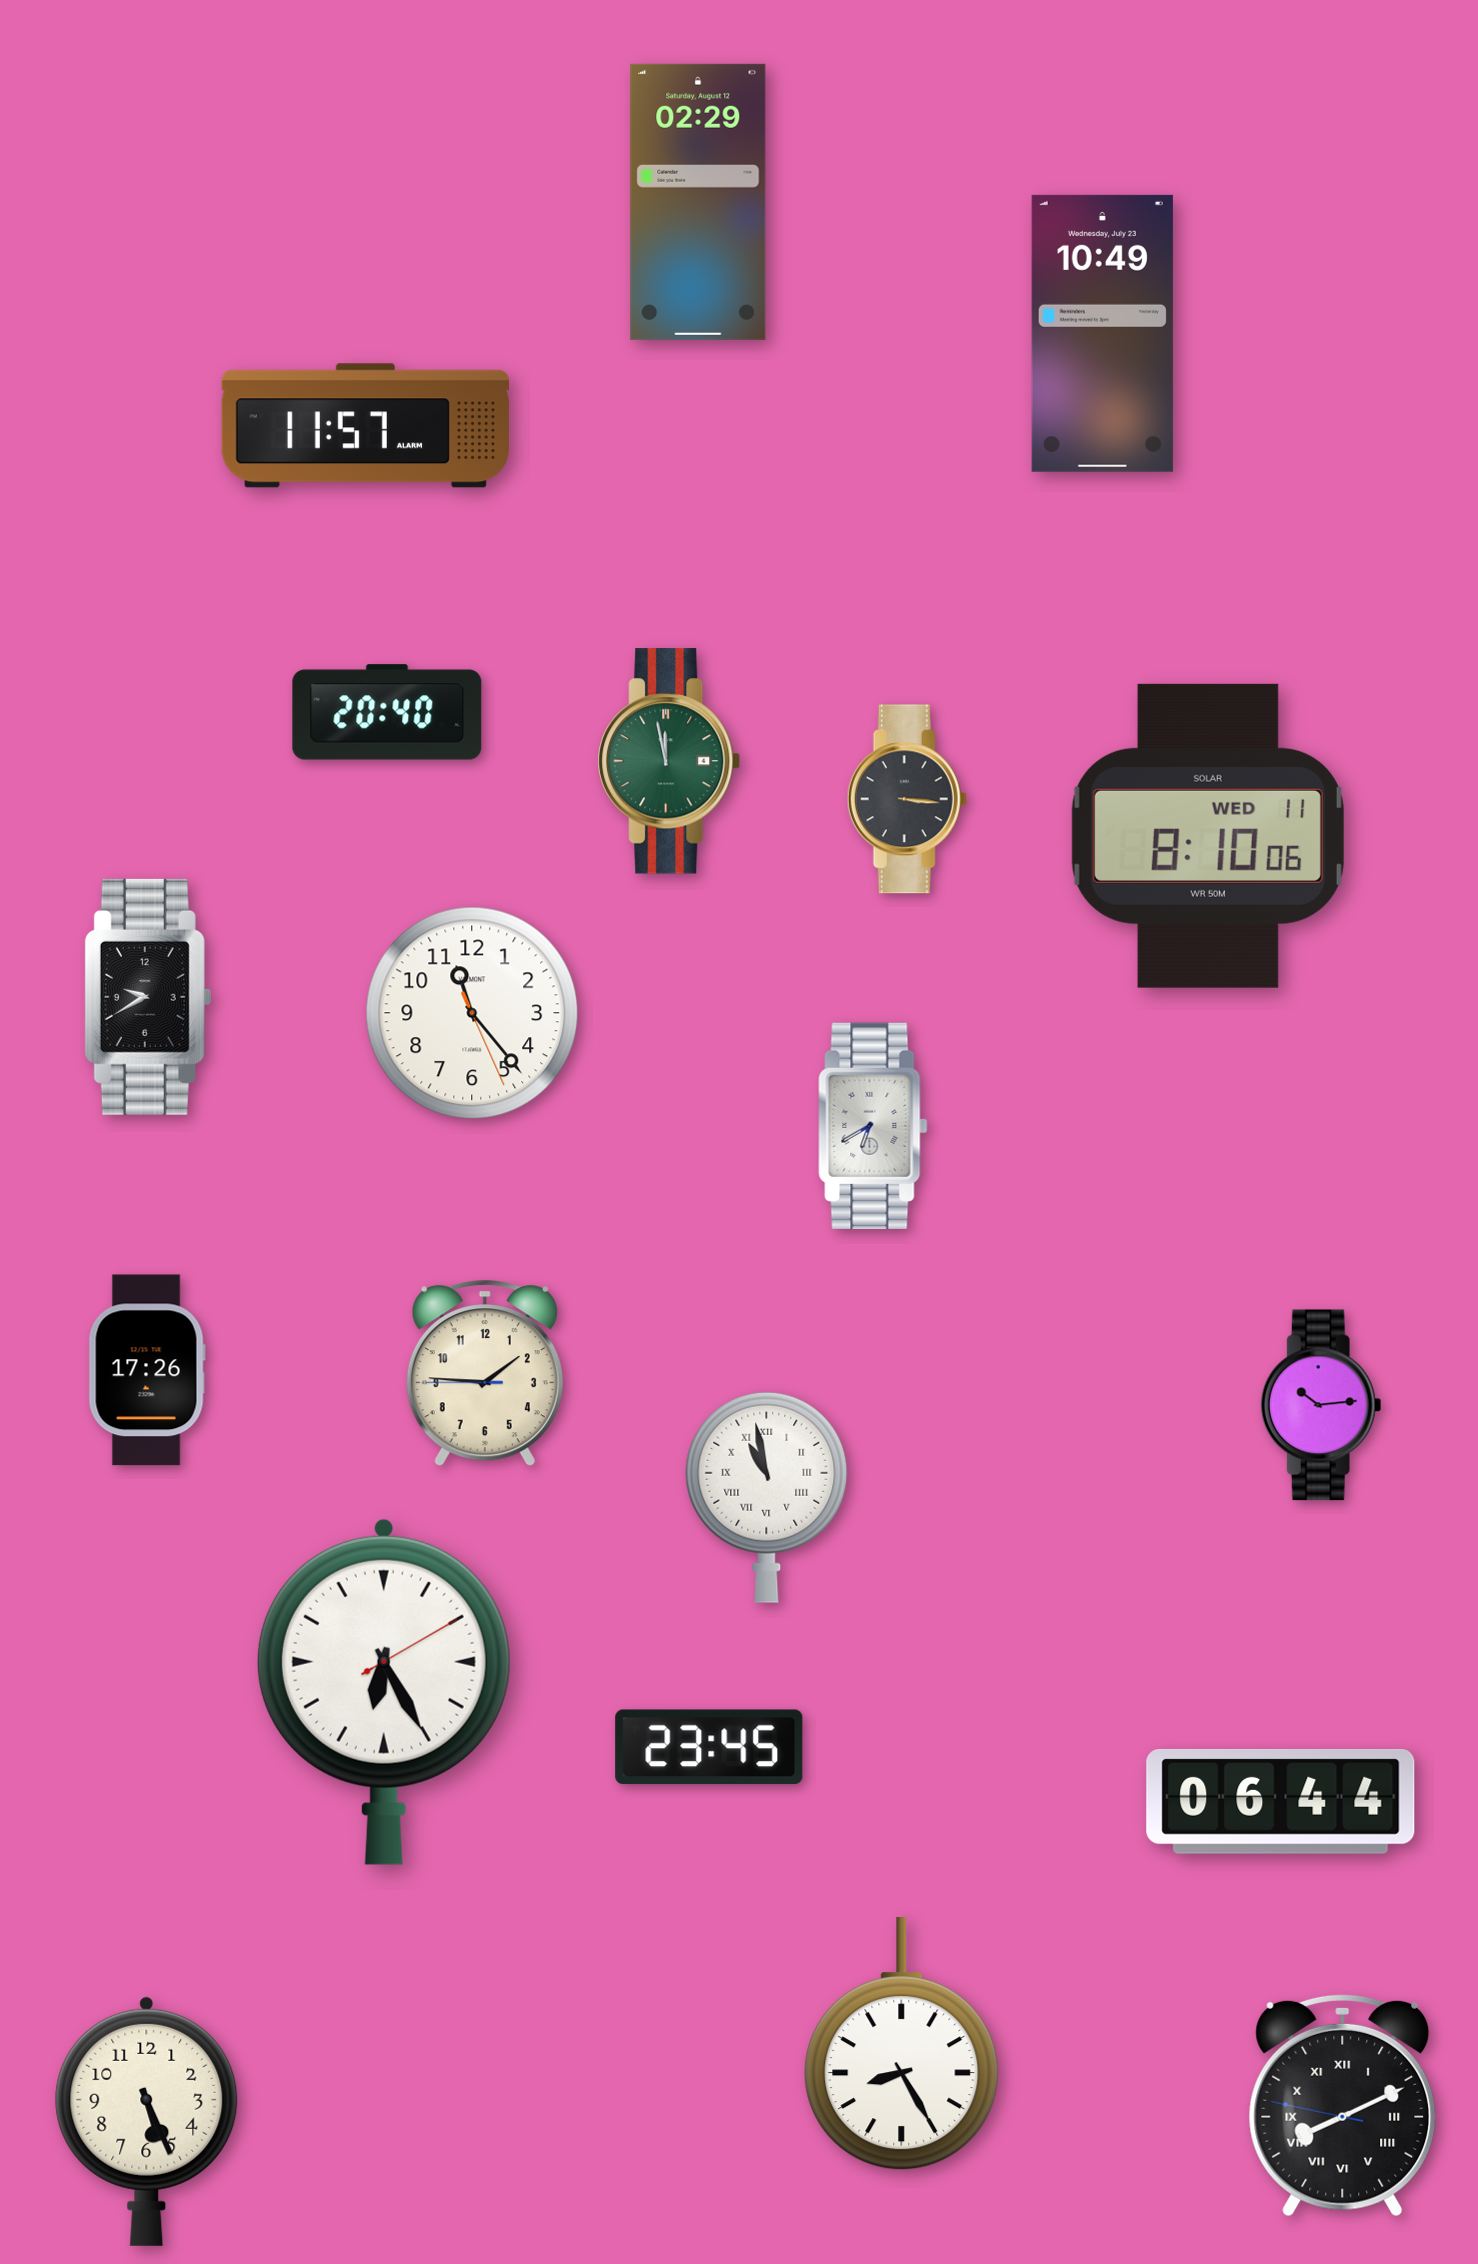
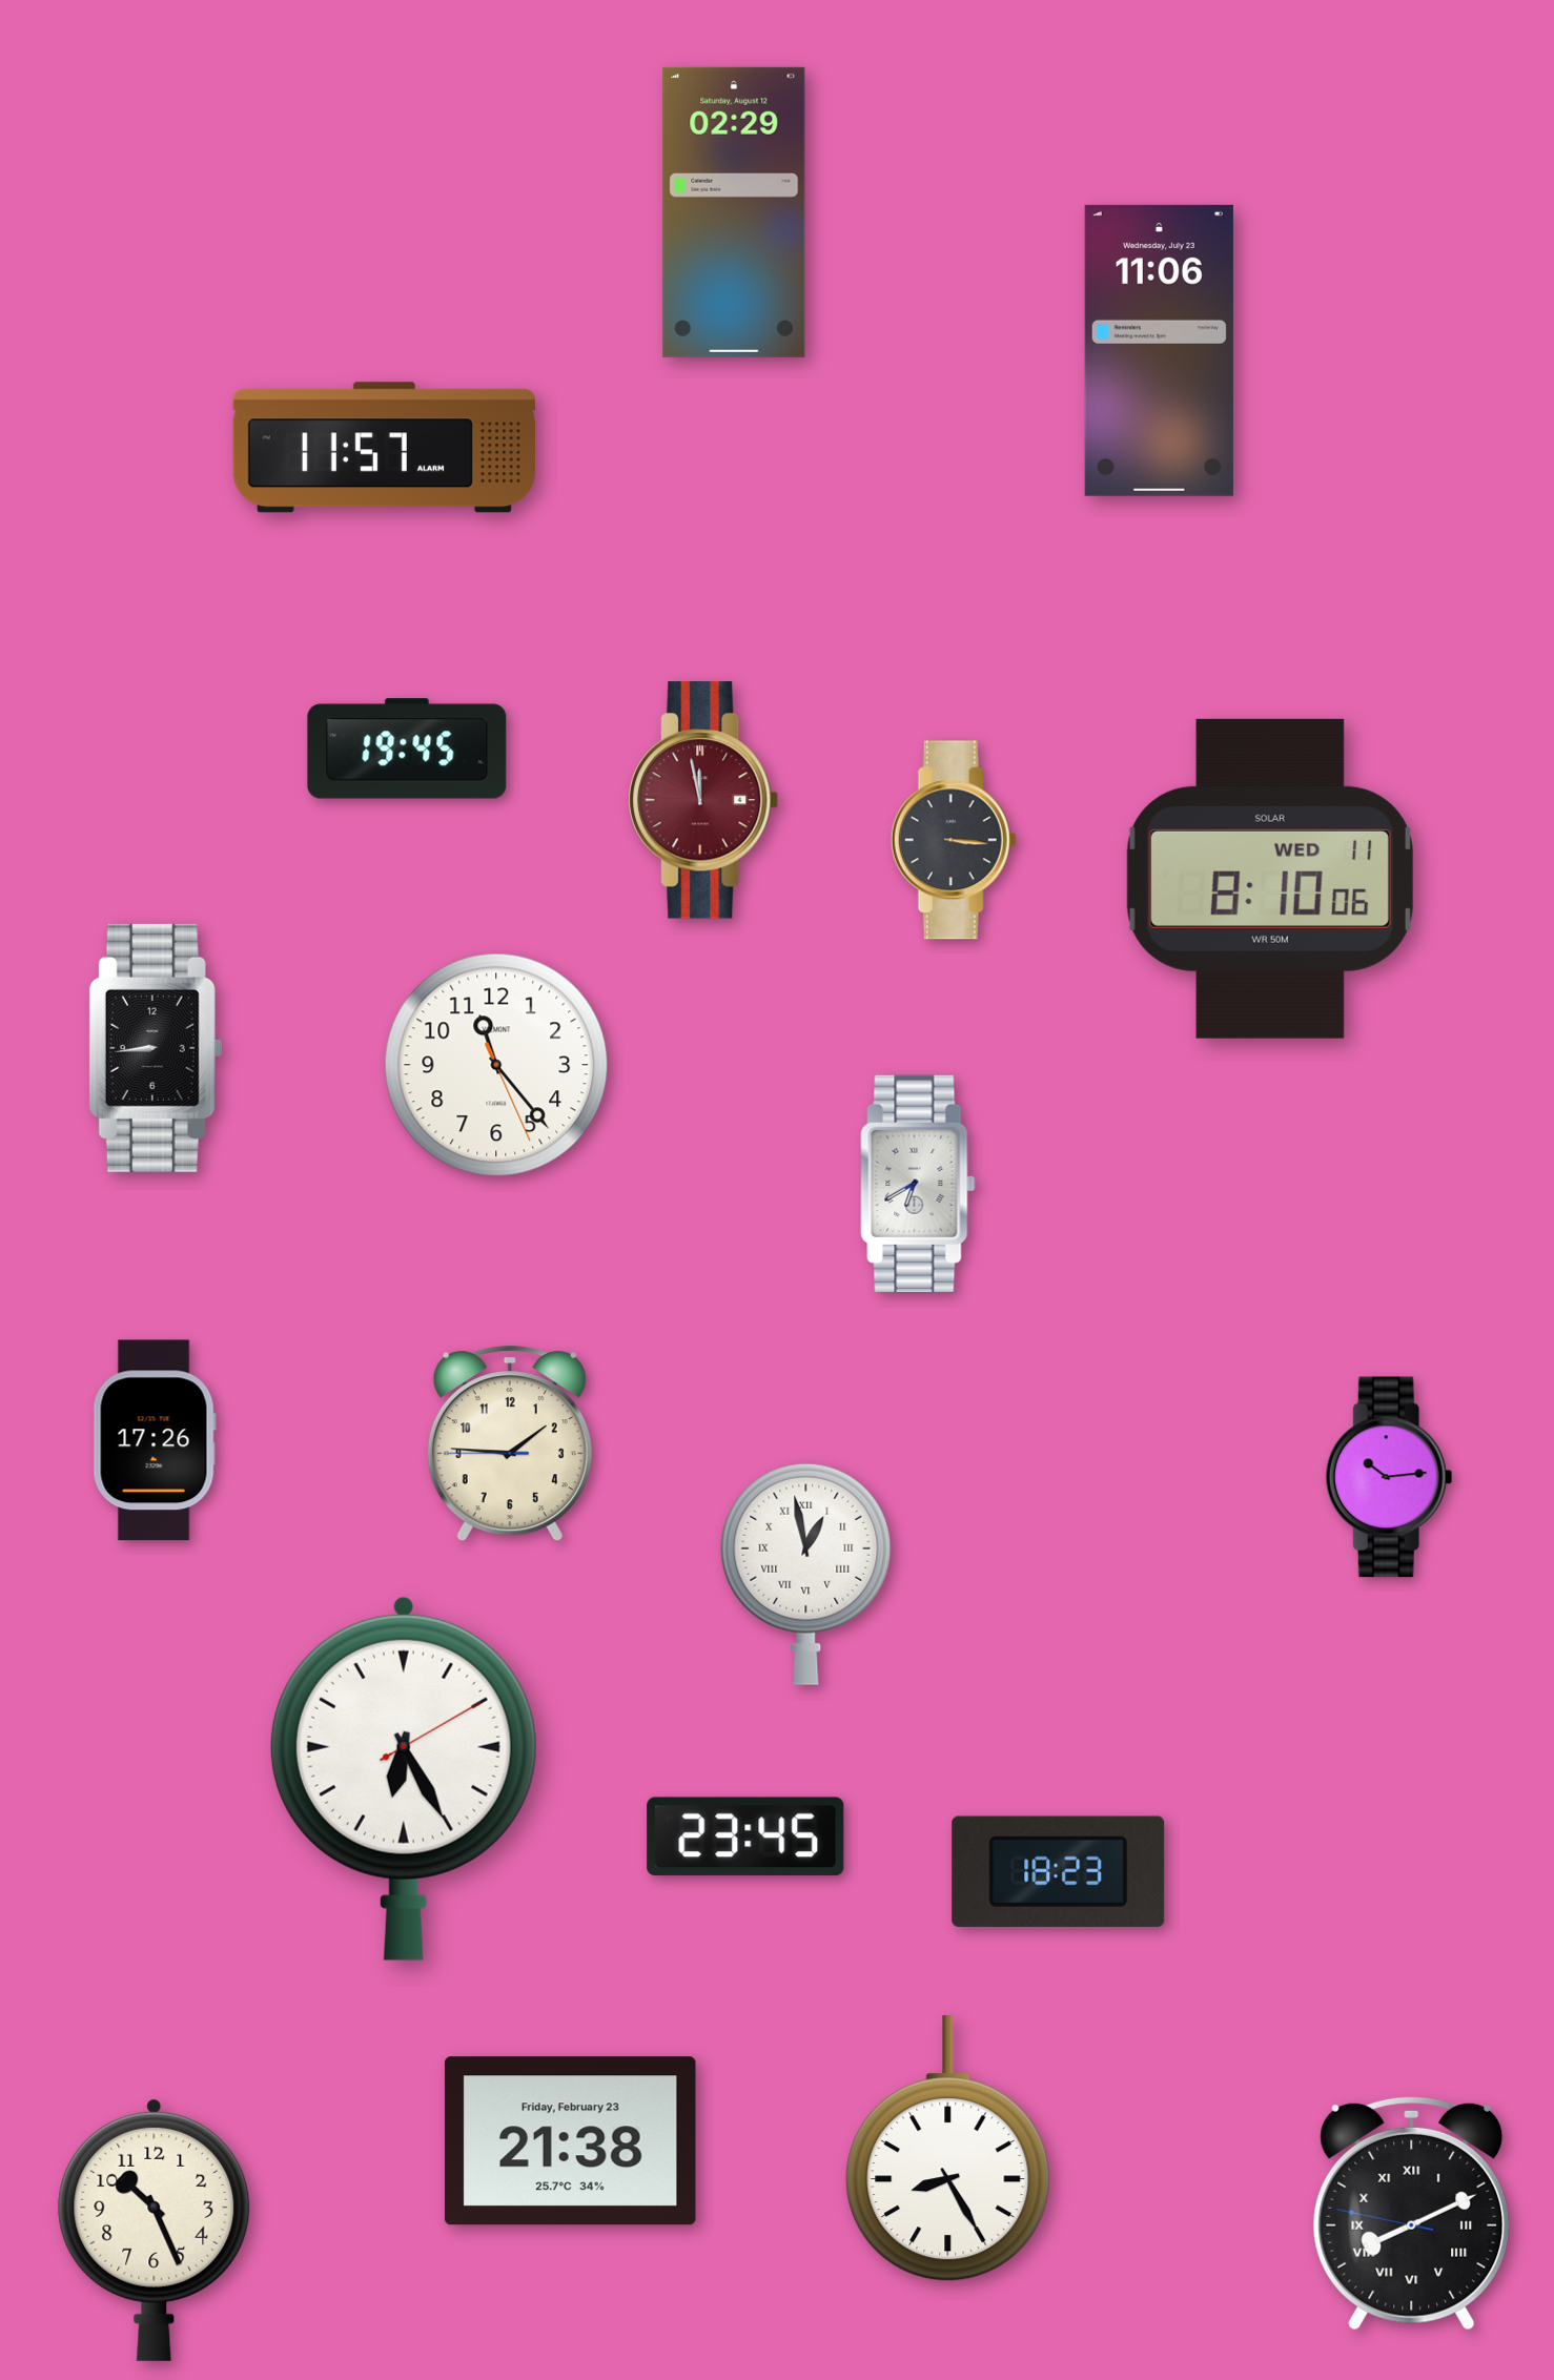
clock at (1102, 333): 10:49 -> 11:06
clock at (387, 712): 20:40 -> 19:45
clock at (669, 761) dial: green -> burgundy
clock at (148, 997): 9:40 -> 8:44
clock at (767, 1497): 10:58 -> 12:58
clock at (1059, 1871): none -> 18:23
clock at (1281, 1802): 06:44 -> none
clock at (570, 2141): none -> 21:38
clock at (147, 2121): 5:26 -> 10:26
